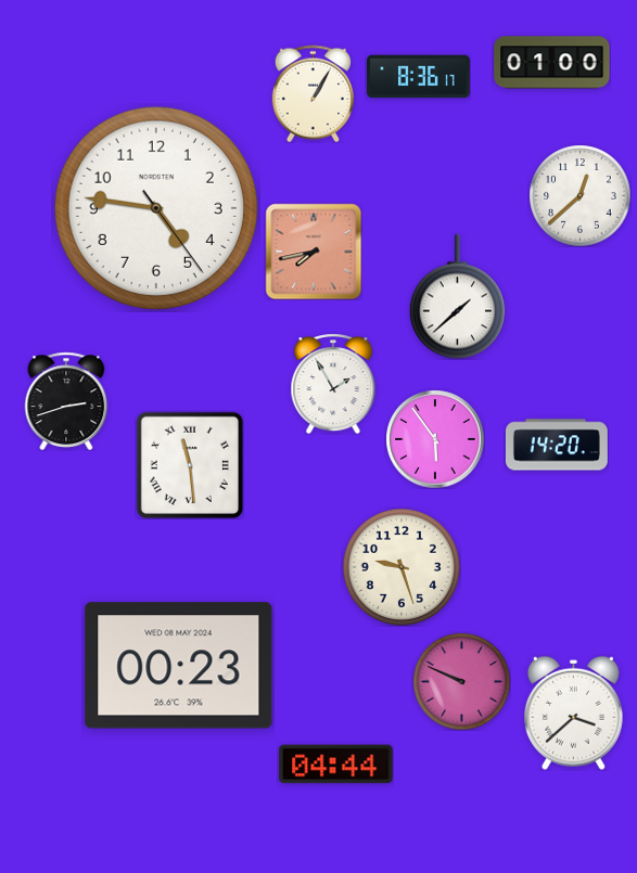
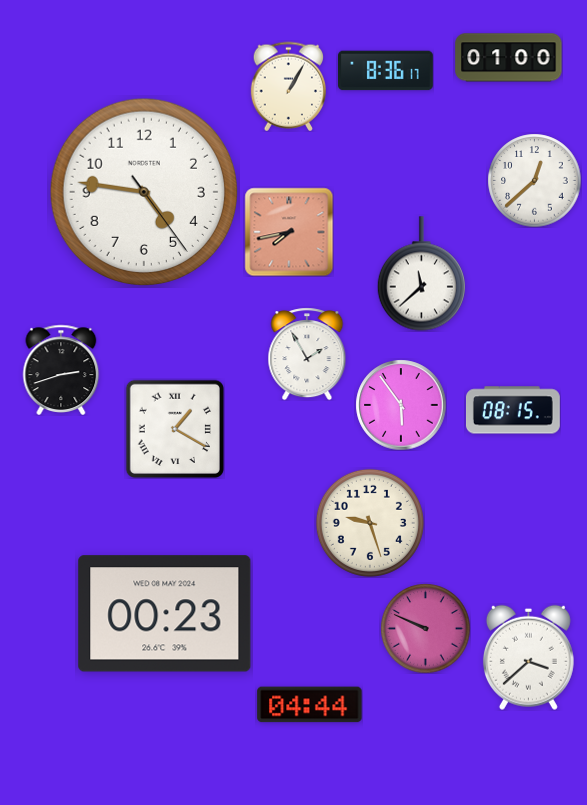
clock at (457, 297): 1:38 -> 11:38
clock at (557, 445): 14:20 -> 08:15
clock at (190, 465): 11:29 -> 1:20
